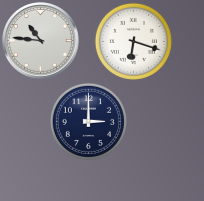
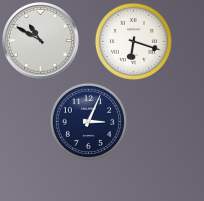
clock at (41, 41): 10:46 -> 10:50
clock at (88, 121): 3:00 -> 3:04
